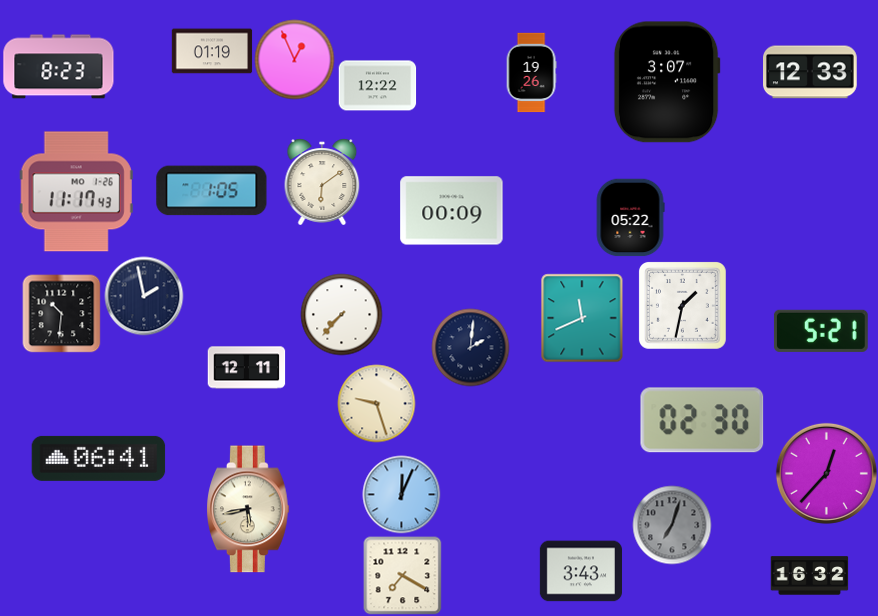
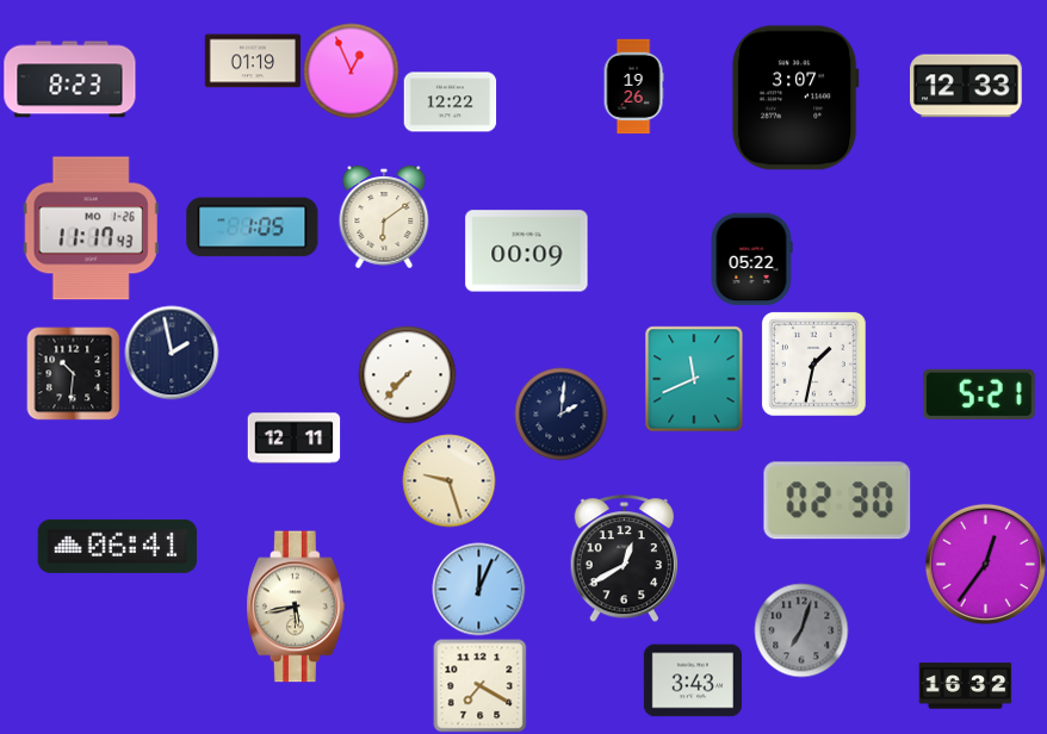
clock at (452, 211) position: (452, 211) -> (527, 251)
clock at (624, 559): none -> 12:40
clock at (826, 473): 12:37 -> 12:36
clock at (672, 525) position: (672, 525) -> (801, 630)
